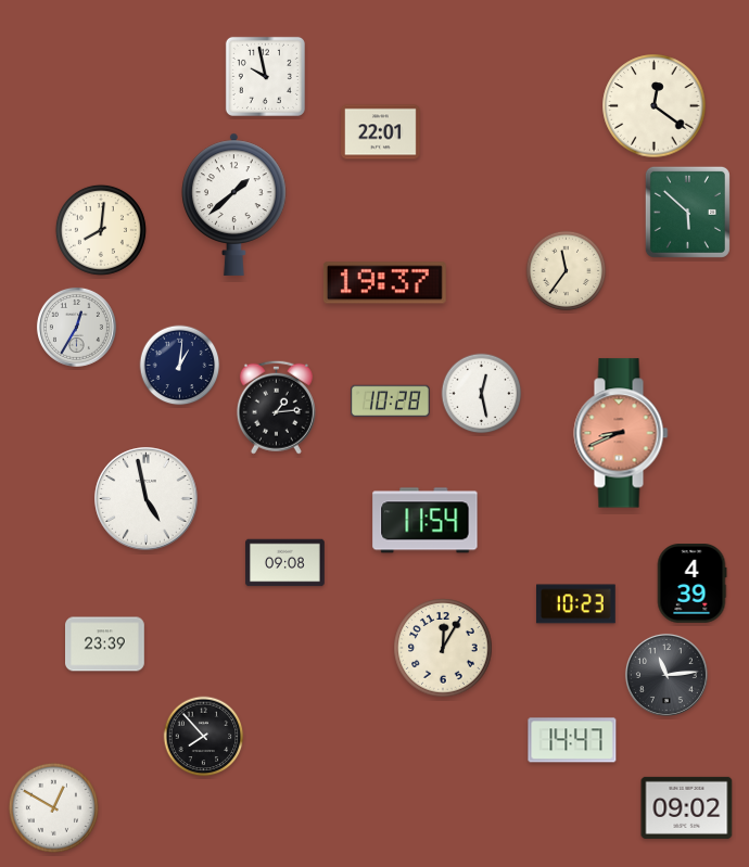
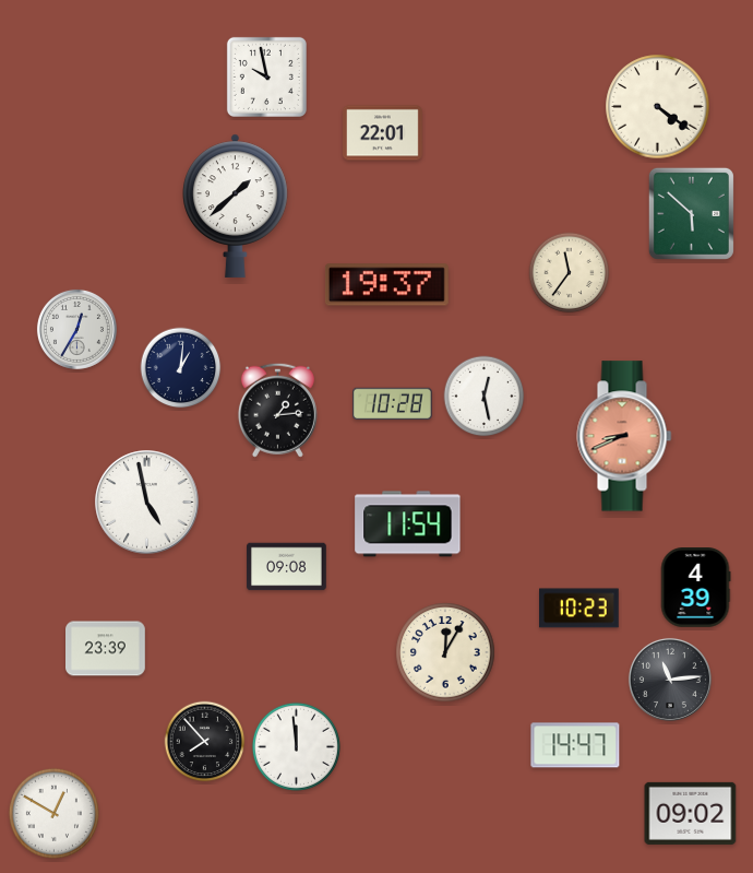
clock at (655, 106): 12:21 -> 4:21
clock at (101, 230): 8:01 -> none
clock at (426, 521) position: (426, 521) -> (408, 524)
clock at (296, 746): none -> 11:59
